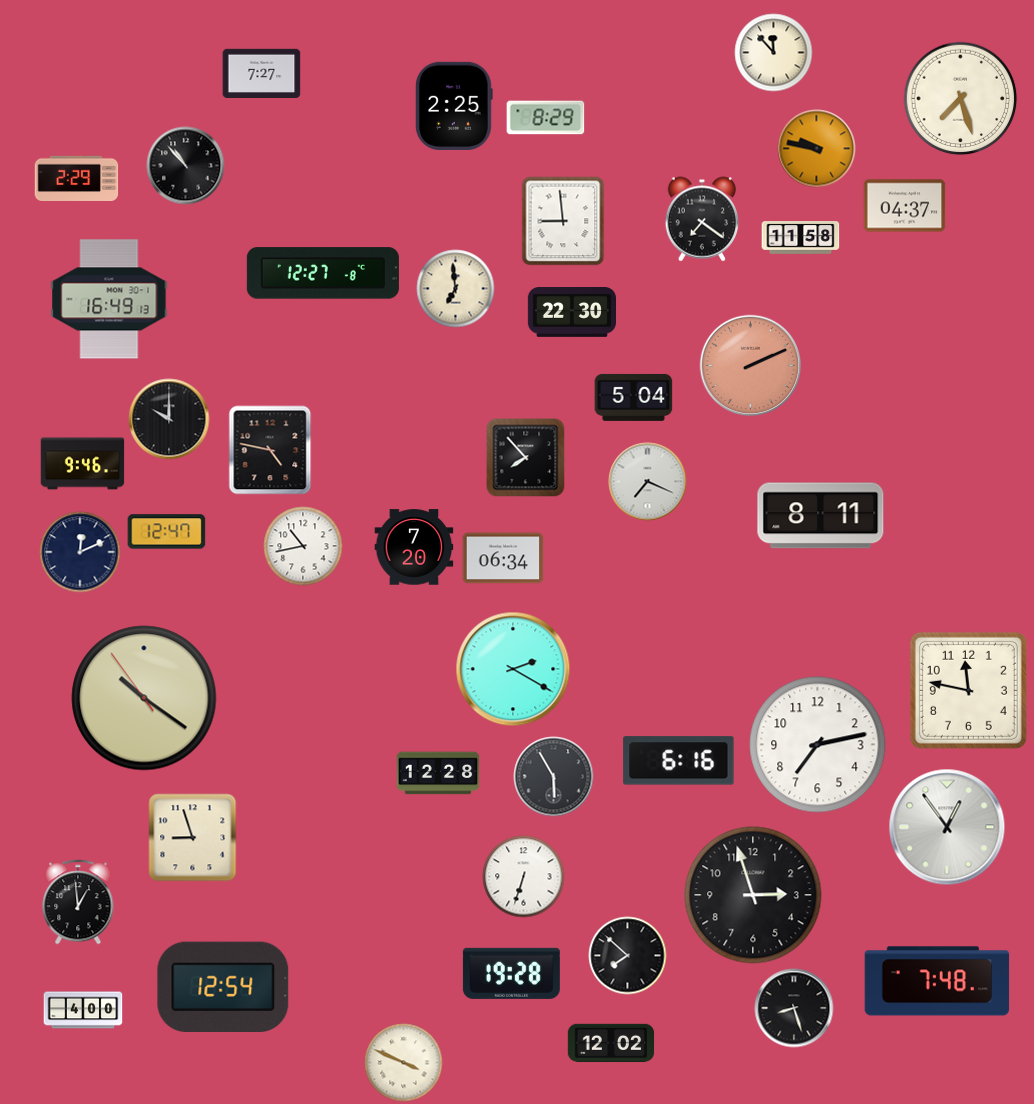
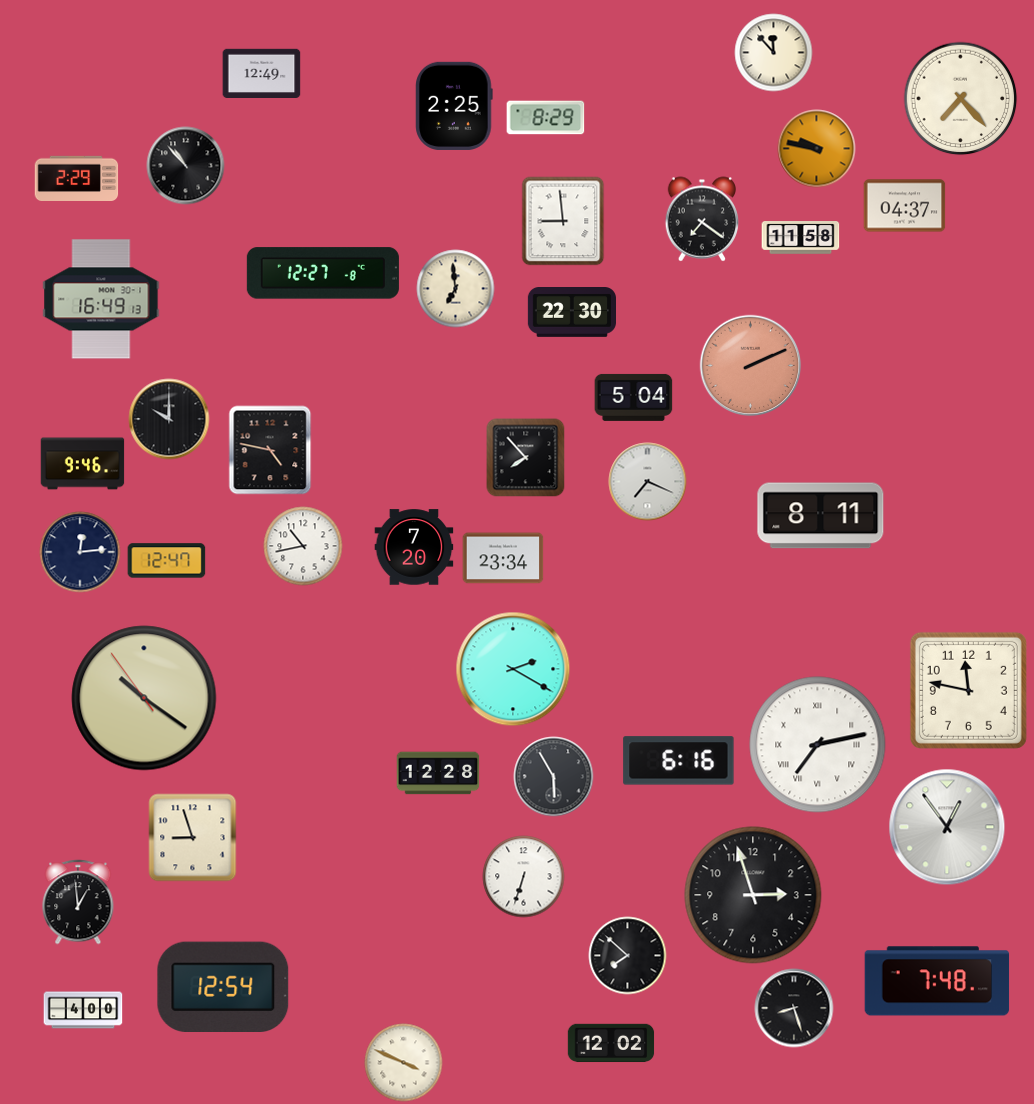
clock at (261, 74): 7:27 -> 12:49
clock at (960, 98): 7:27 -> 7:23
clock at (109, 299) position: (109, 299) -> (101, 299)
clock at (166, 532) position: (166, 532) -> (166, 561)
clock at (80, 552): 12:11 -> 12:14
clock at (503, 558): 06:34 -> 23:34
clock at (818, 745) numerals: Arabic -> Roman
clock at (511, 973): 19:28 -> none
